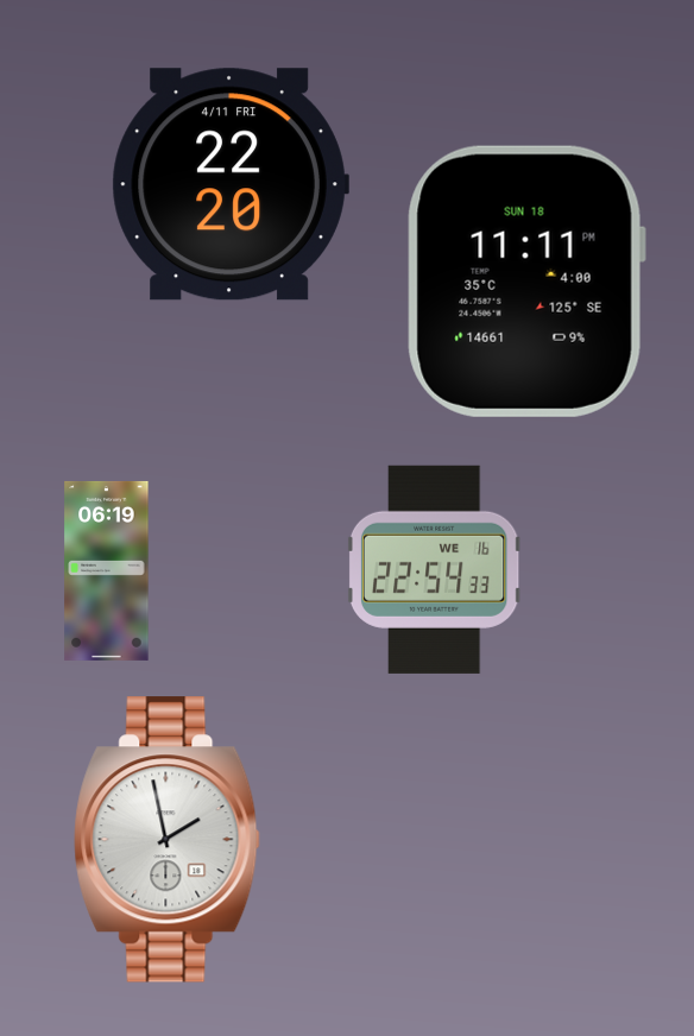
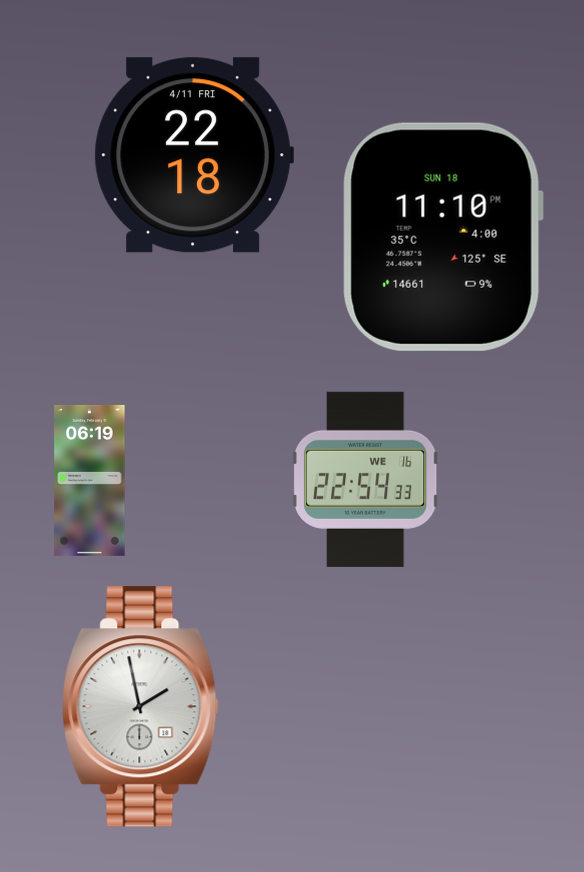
clock at (231, 184): 22:20 -> 22:18
clock at (526, 282): 11:11 -> 11:10
